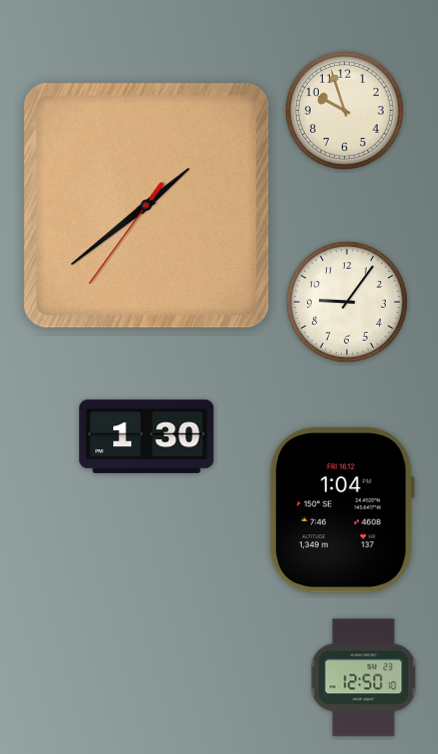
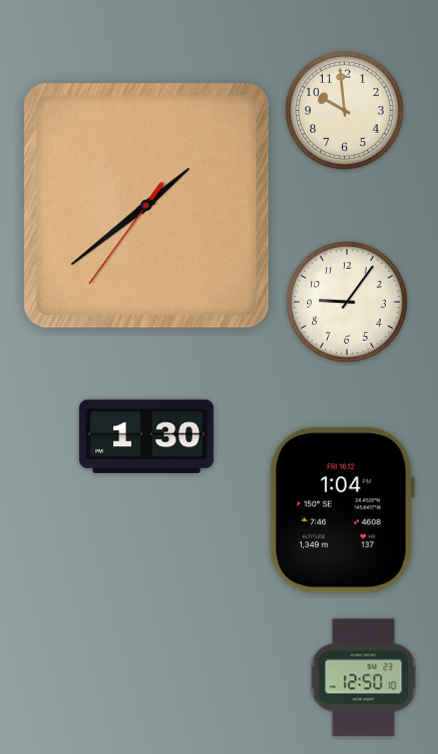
clock at (344, 110): 9:57 -> 9:59
